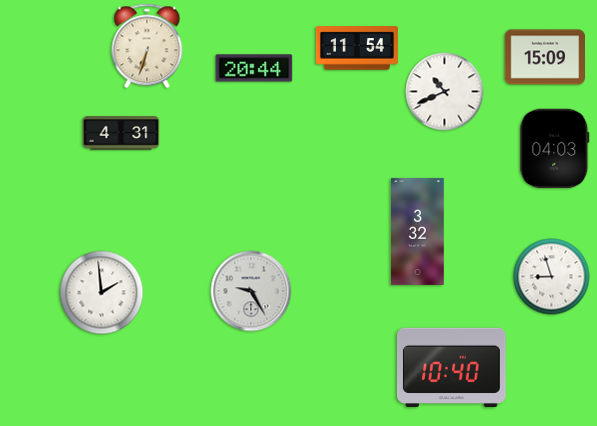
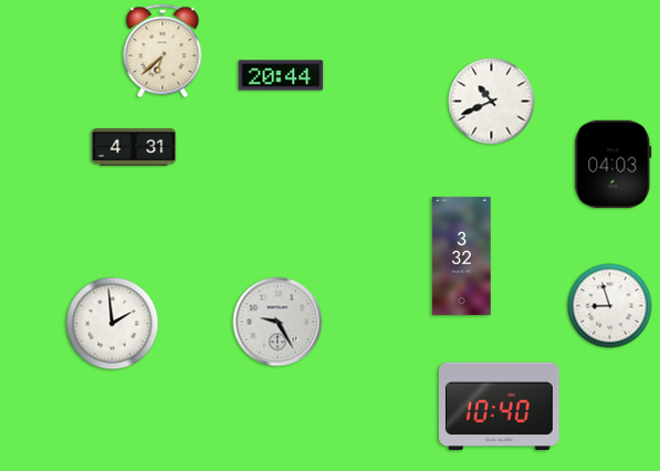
clock at (147, 46): 6:33 -> 6:38
clock at (357, 48): 11:54 -> none
clock at (544, 57): 15:09 -> none
